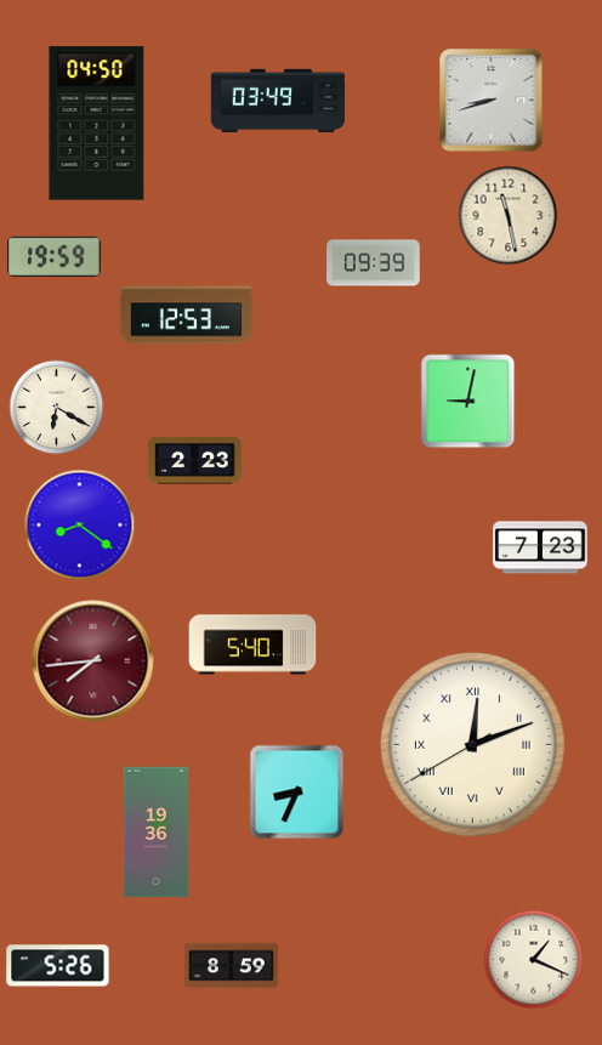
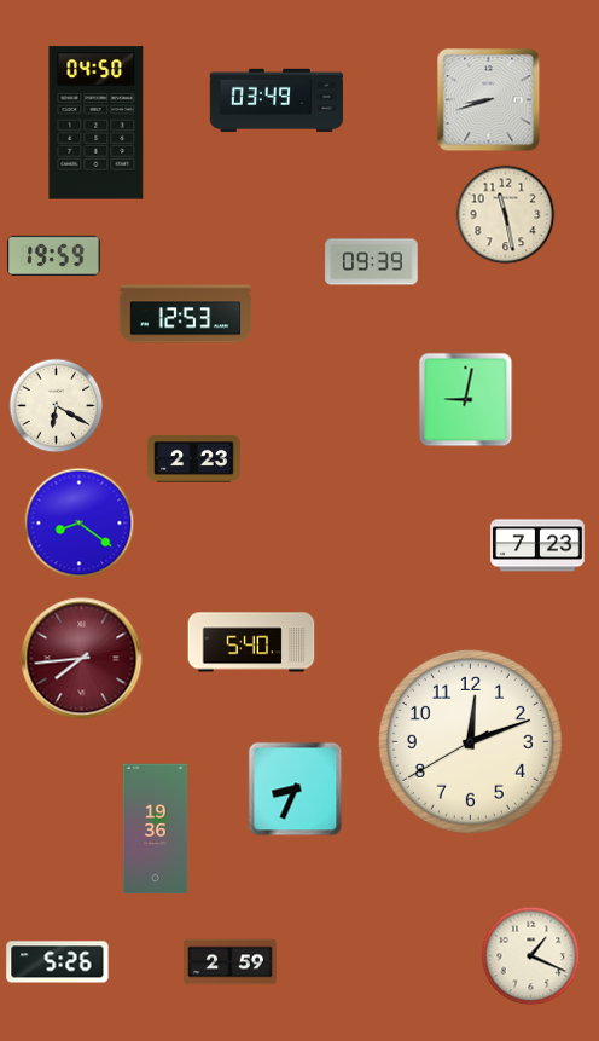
clock at (93, 661) position: (93, 661) -> (82, 659)
clock at (472, 744) numerals: Roman -> Arabic
clock at (232, 966): 8:59 -> 2:59
